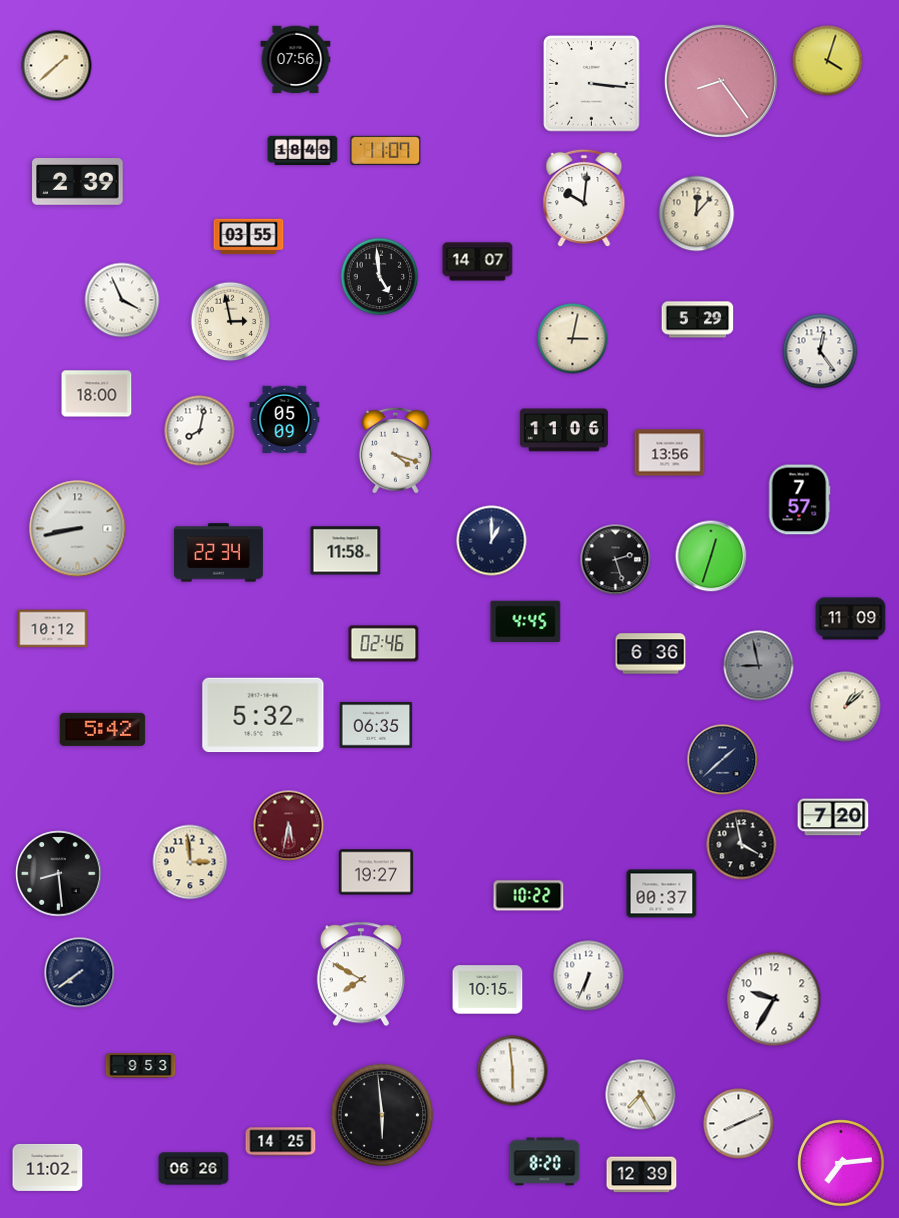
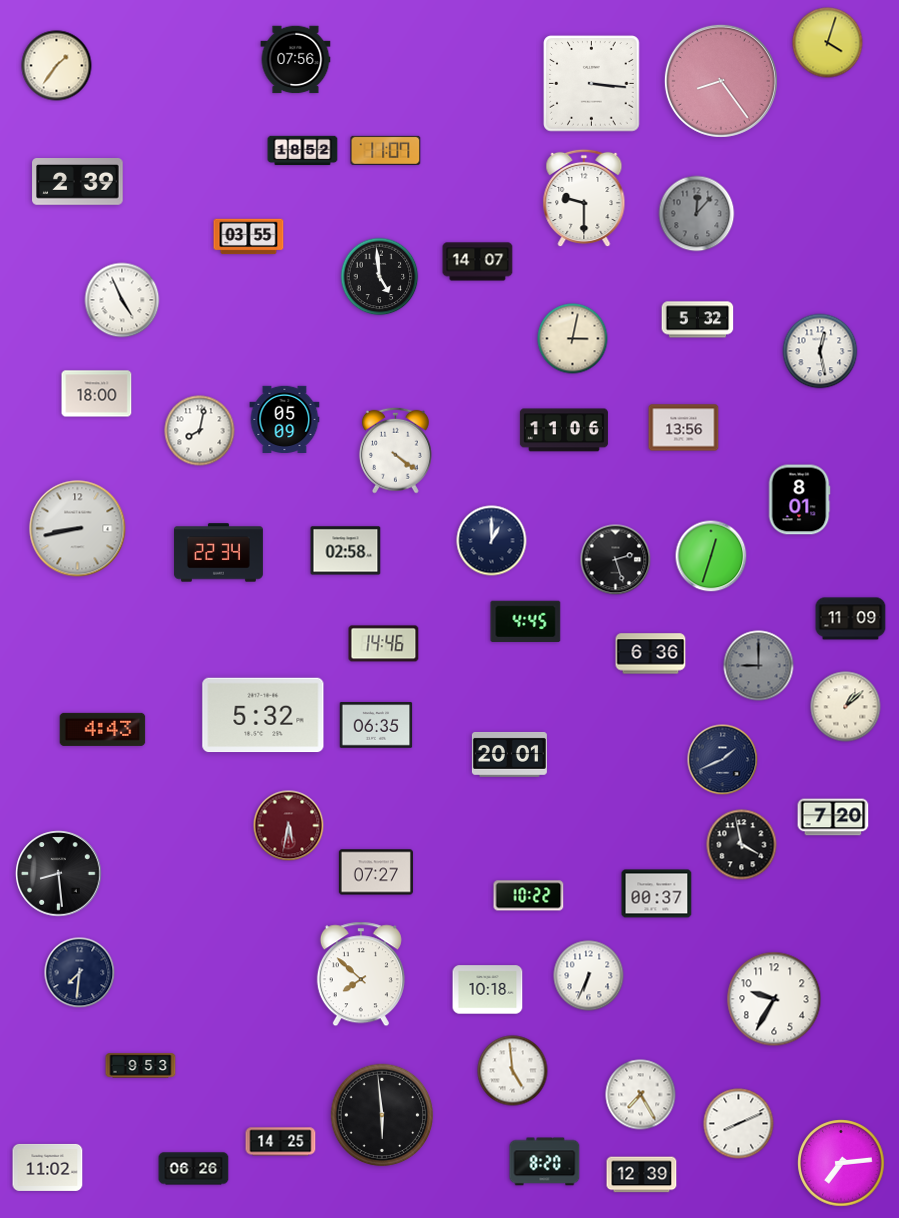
clock at (828, 61) position: (828, 61) -> (828, 43)
clock at (57, 66): 1:38 -> 1:36
clock at (303, 151): 18:49 -> 18:52
clock at (584, 198): 10:01 -> 9:30
clock at (697, 214) dial: cream -> grey
clock at (122, 300): 3:56 -> 4:56
clock at (698, 320): 5:29 -> 5:32
clock at (231, 322): 2:58 -> none
clock at (820, 351): 12:24 -> 12:28
clock at (395, 450): 4:18 -> 4:21
clock at (670, 453) position: (670, 453) -> (684, 428)
clock at (799, 500): 7:57 -> 8:01
clock at (346, 551): 11:58 -> 02:58
clock at (53, 629): 10:12 -> none
clock at (384, 644): 02:46 -> 14:46
clock at (759, 666): 8:58 -> 9:00
clock at (103, 729): 5:42 -> 4:43
clock at (509, 754): none -> 20:01
clock at (723, 760): 1:38 -> 1:41
clock at (190, 862): 2:59 -> none
clock at (376, 872): 19:27 -> 07:27
clock at (662, 894) position: (662, 894) -> (657, 894)
clock at (80, 973): 7:39 -> 7:31
clock at (361, 974): 7:50 -> 7:52
clock at (488, 990): 10:15 -> 10:18
clock at (513, 1071): 5:59 -> 4:59
